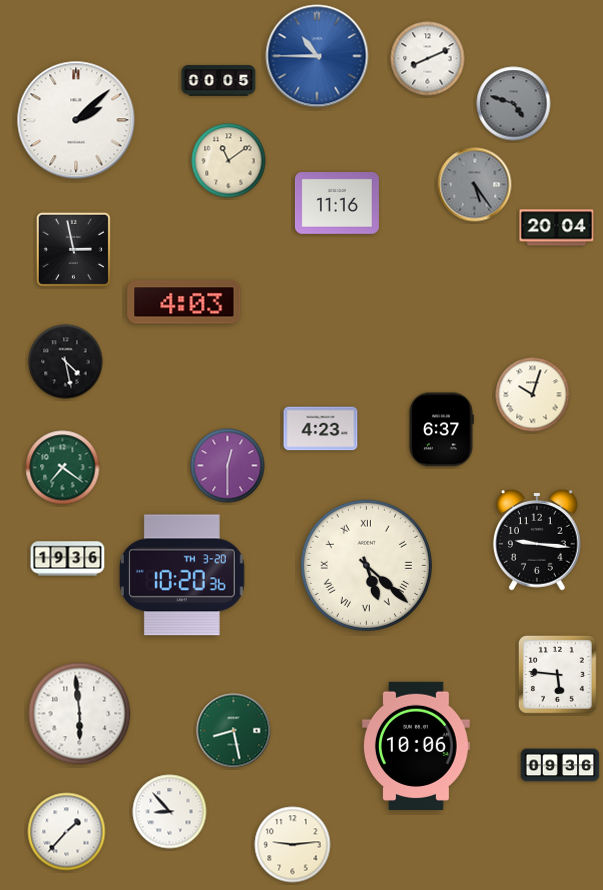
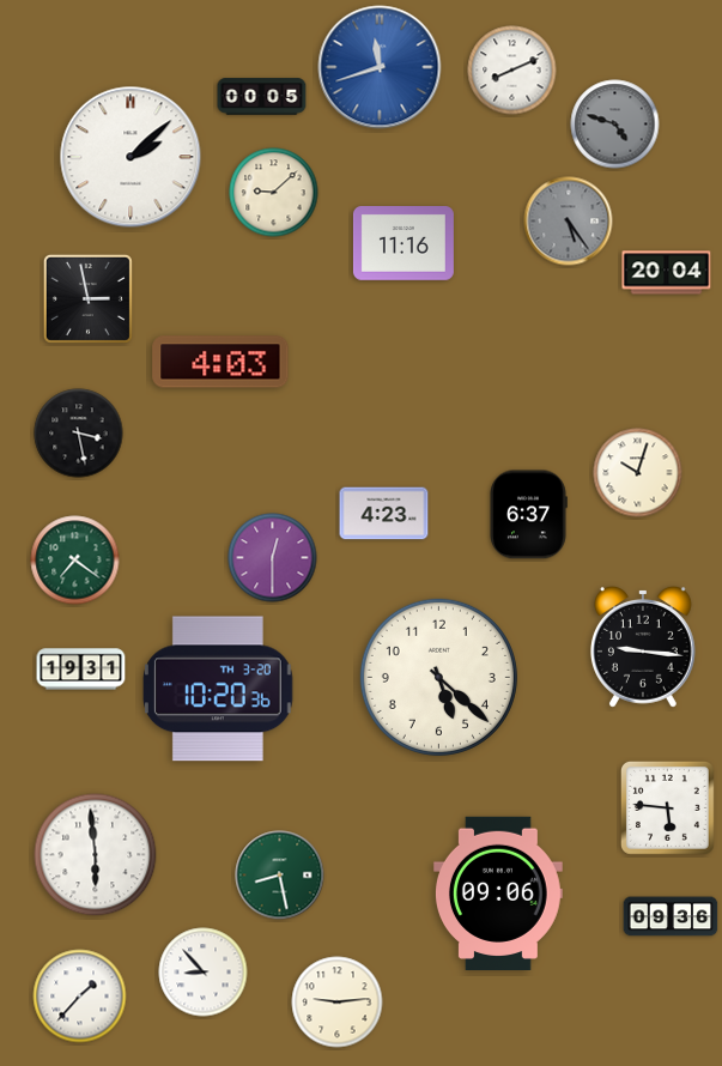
clock at (317, 56): 10:45 -> 11:42
clock at (76, 120) position: (76, 120) -> (131, 157)
clock at (229, 161): 11:09 -> 9:08
clock at (66, 362): 4:28 -> 3:28
clock at (68, 559): 19:36 -> 19:31
clock at (366, 565) numerals: Roman -> Arabic
clock at (416, 745): 10:06 -> 09:06
clock at (293, 845) position: (293, 845) -> (338, 1003)
